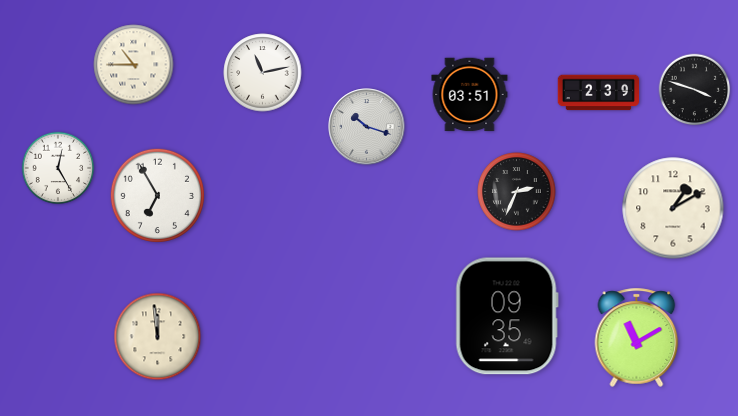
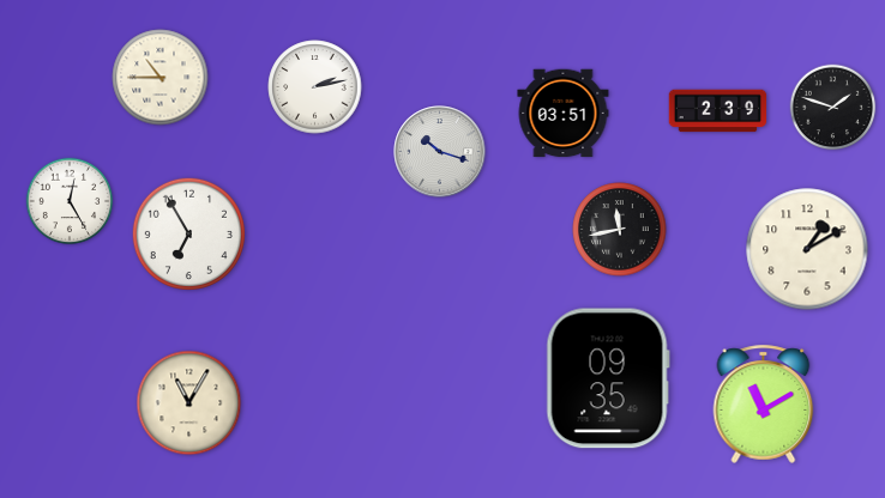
clock at (263, 73): 11:13 -> 2:13
clock at (695, 90): 3:48 -> 1:48
clock at (517, 192): 2:34 -> 11:43
clock at (158, 337): 11:59 -> 11:05
